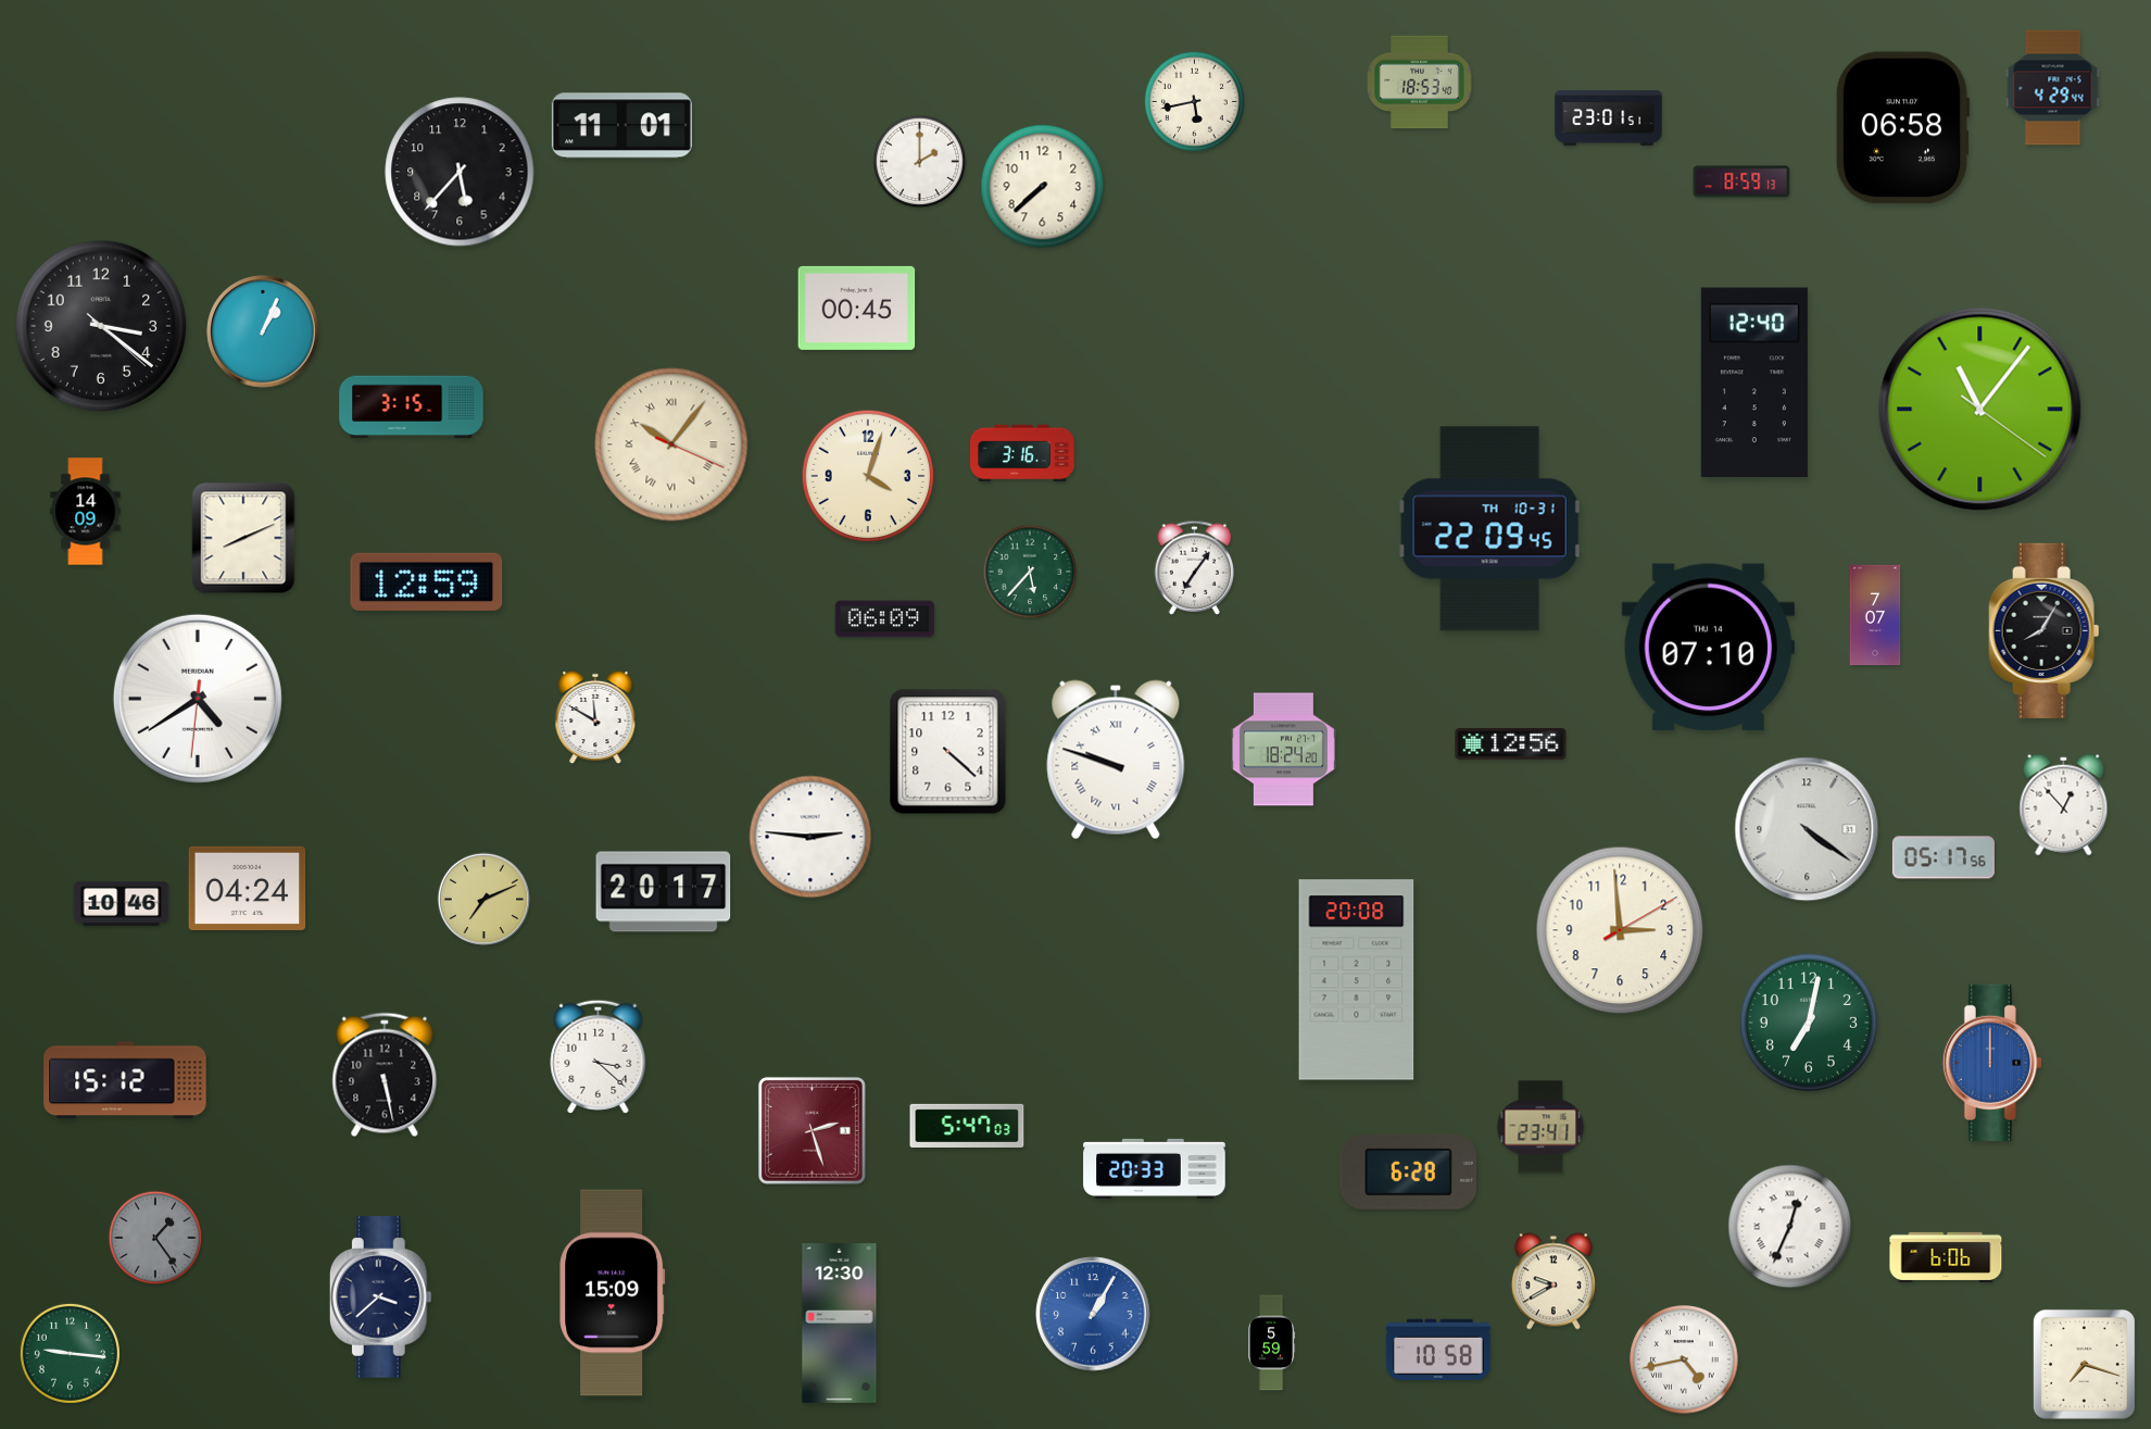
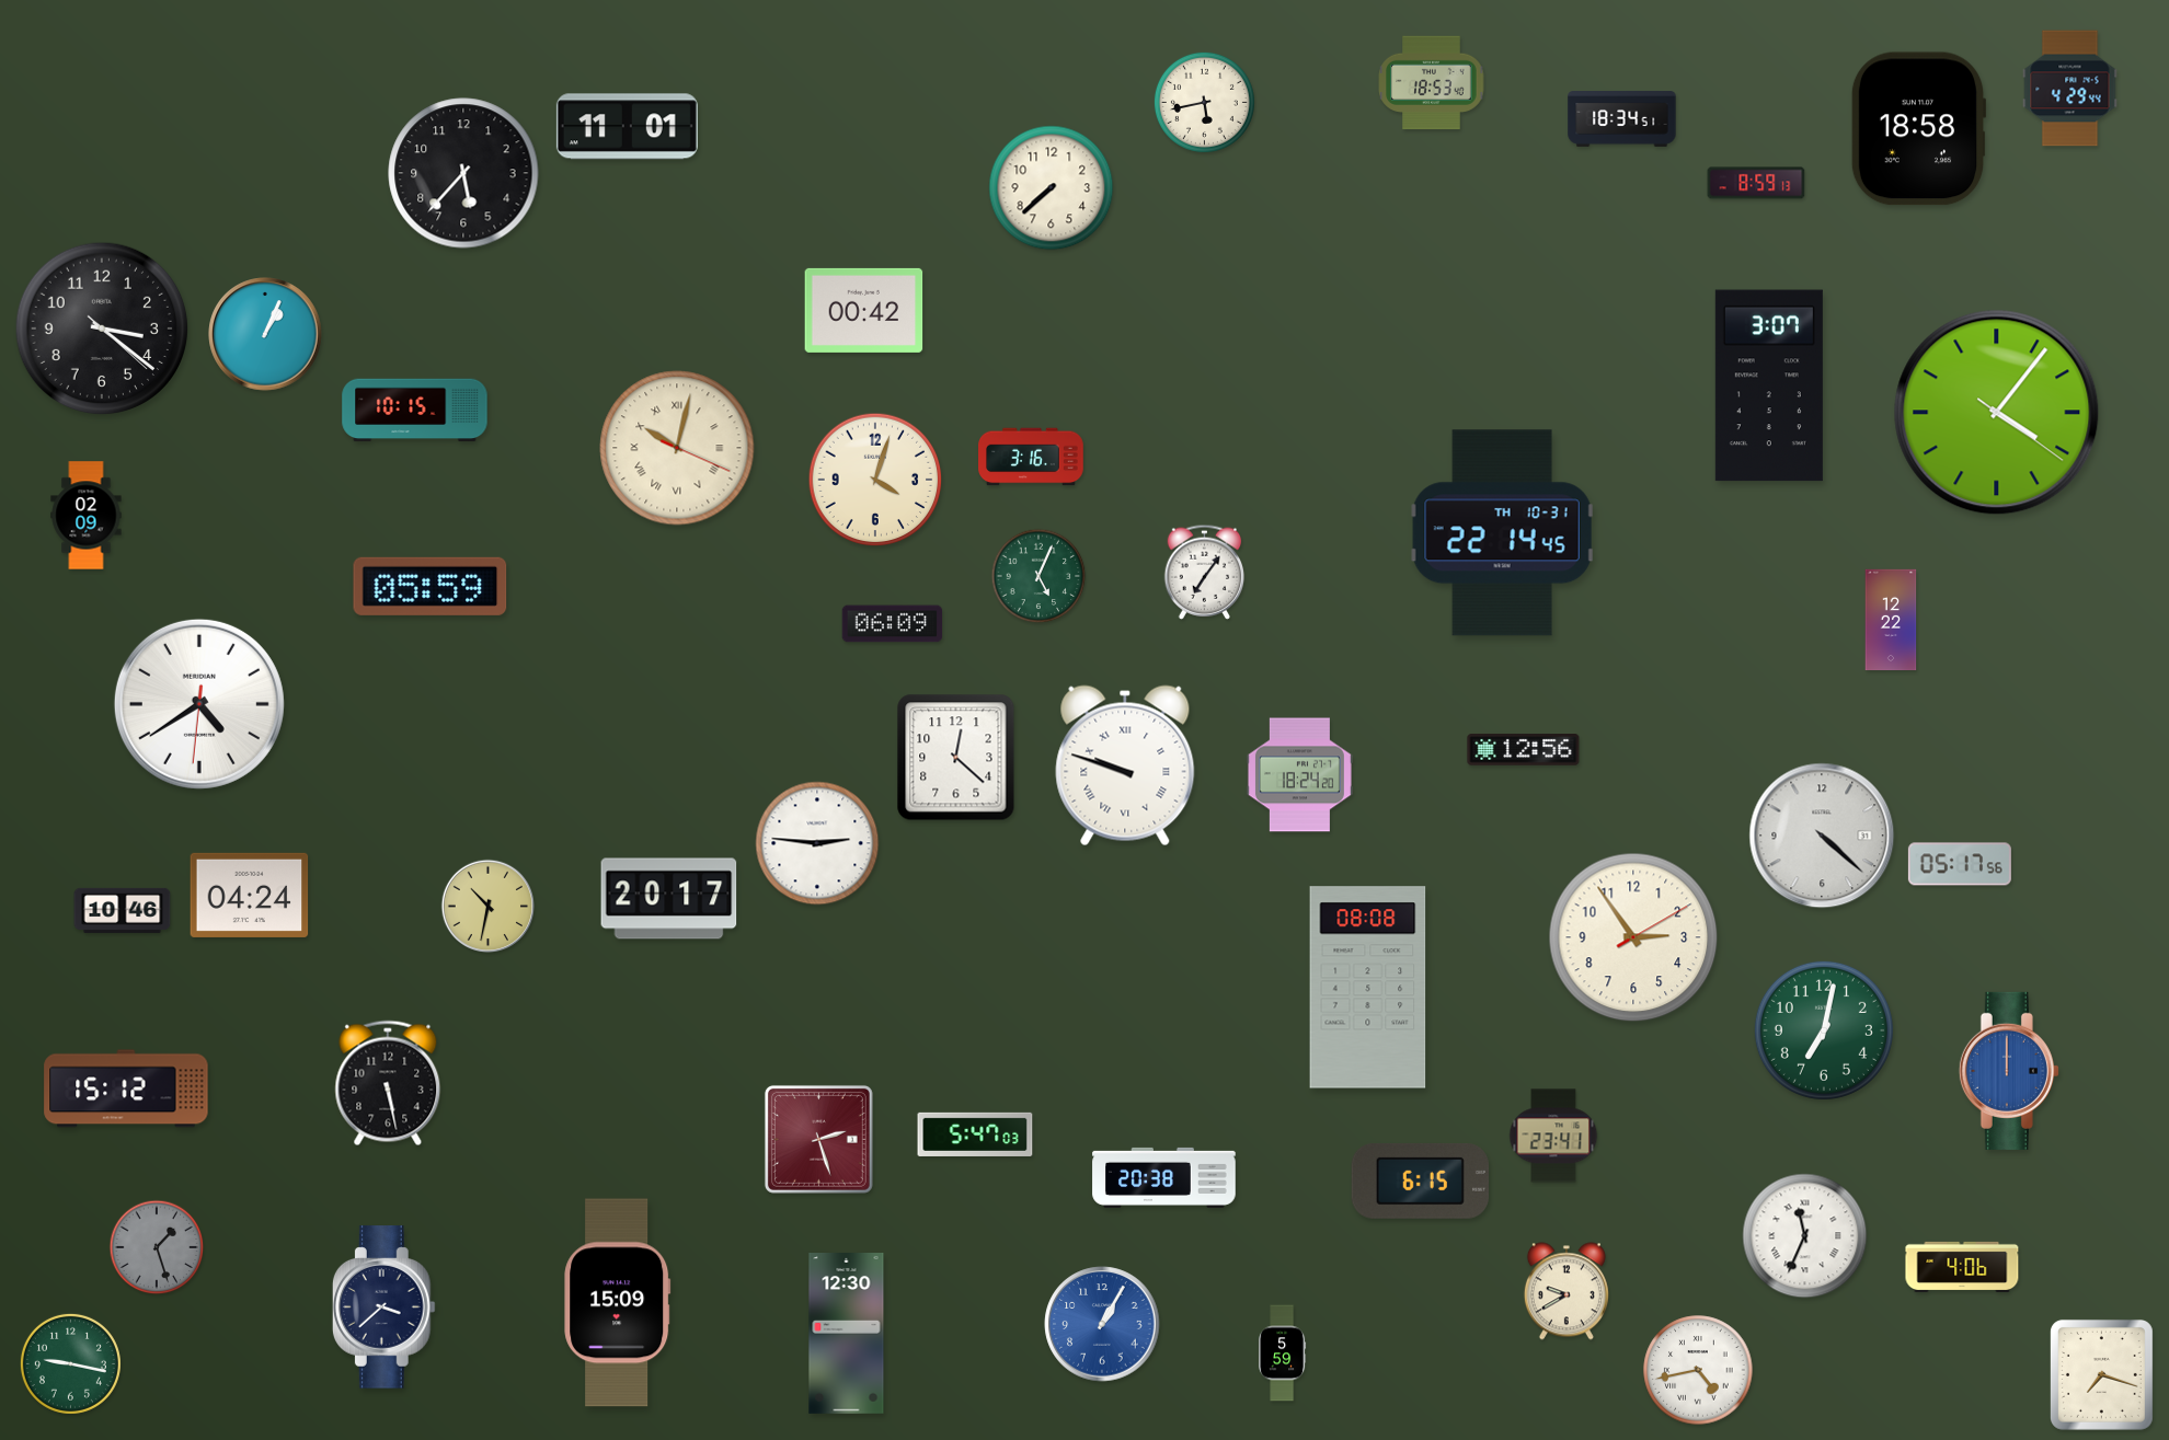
clock at (1609, 118): 23:01 -> 18:34
clock at (1902, 128): 06:58 -> 18:58
clock at (920, 162): 2:00 -> none
clock at (857, 308): 00:45 -> 00:42
clock at (1754, 383): 12:40 -> 3:07
clock at (412, 408): 3:15 -> 10:15
clock at (1980, 410): 11:06 -> 4:06
clock at (671, 444): 10:06 -> 10:02
clock at (86, 512): 14:09 -> 02:09
clock at (1490, 529): 22:09 -> 22:14
clock at (243, 538): 8:11 -> none
clock at (1030, 572): 5:37 -> 5:04
clock at (427, 581): 12:59 -> 05:59
clock at (1875, 615): 7:07 -> 12:22
clock at (2045, 630): 8:05 -> none
clock at (1708, 648): 07:10 -> none
clock at (595, 717): 11:50 -> none
clock at (1283, 750) position: (1283, 750) -> (1299, 775)
clock at (948, 752): 4:22 -> 12:22
clock at (2064, 805): 12:53 -> none
clock at (1807, 829): 4:21 -> 4:22
clock at (485, 900): 7:11 -> 10:32
clock at (1620, 930): 2:59 -> 2:54
clock at (1357, 980): 20:08 -> 08:08
clock at (599, 1056): 3:22 -> none
clock at (1155, 1168): 20:33 -> 20:38
clock at (1408, 1171): 6:28 -> 6:15
clock at (1790, 1227): 12:34 -> 11:34
clock at (155, 1238): 1:24 -> 1:27
clock at (1946, 1257): 6:06 -> 4:06
clock at (1438, 1349): 10:58 -> none
clock at (70, 1353): 9:16 -> 9:17
